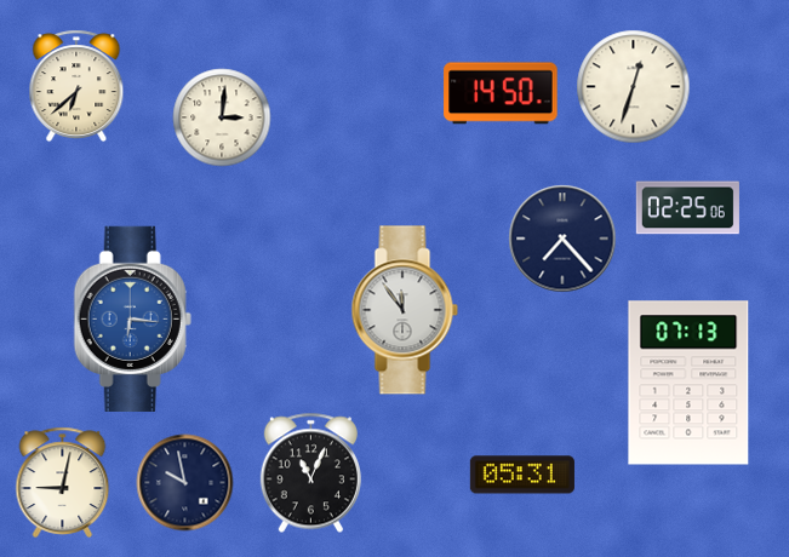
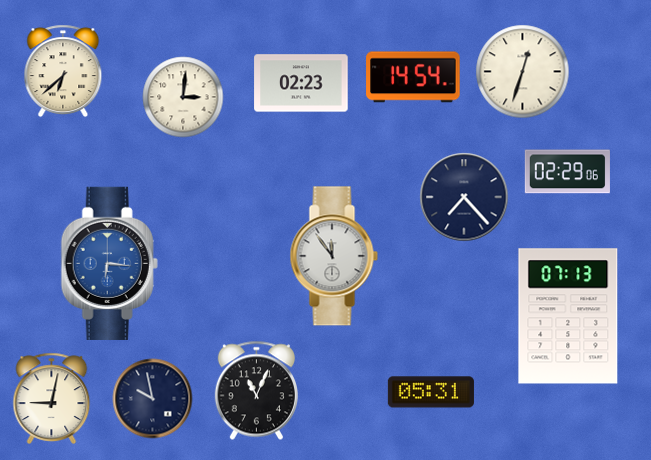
clock at (501, 93): 14:50 -> 14:54
clock at (301, 83): none -> 02:23
clock at (687, 208): 02:25 -> 02:29
